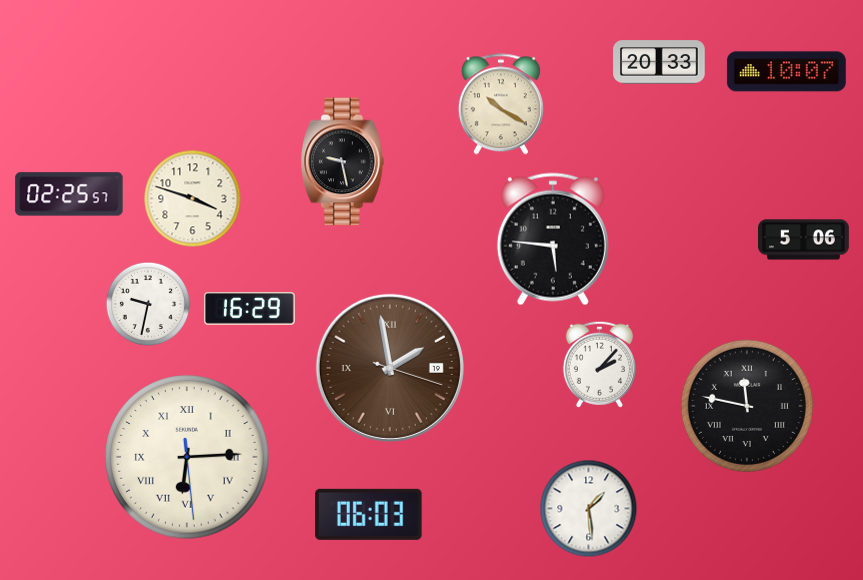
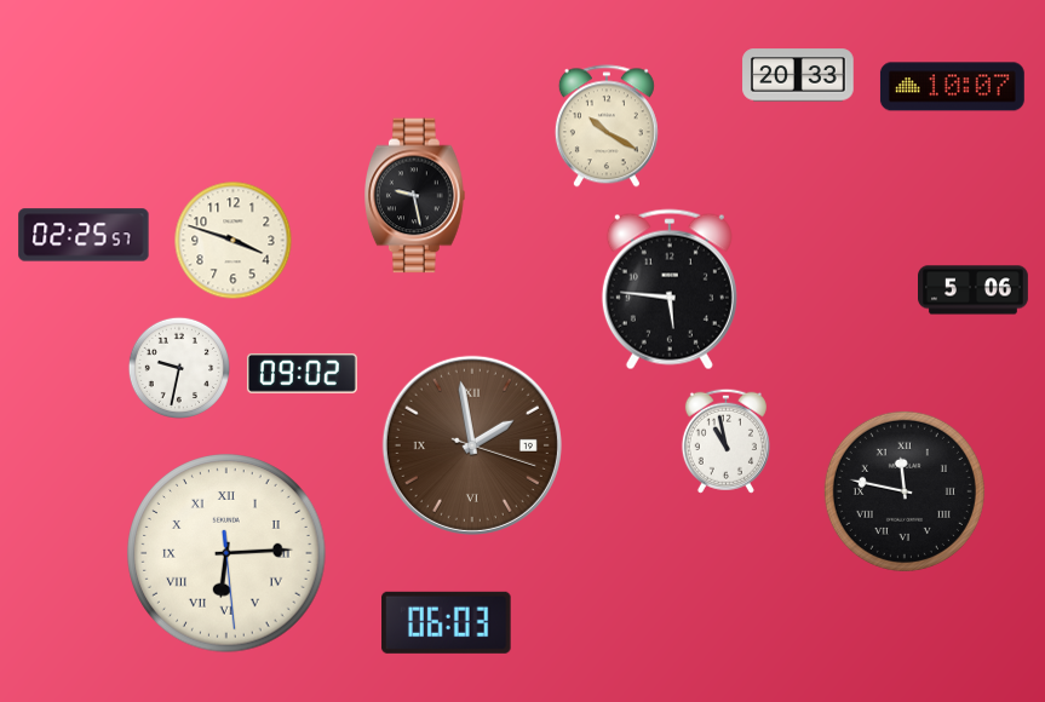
clock at (249, 309): 16:29 -> 09:02
clock at (599, 364): 2:07 -> 10:58
clock at (589, 509): 1:29 -> none
